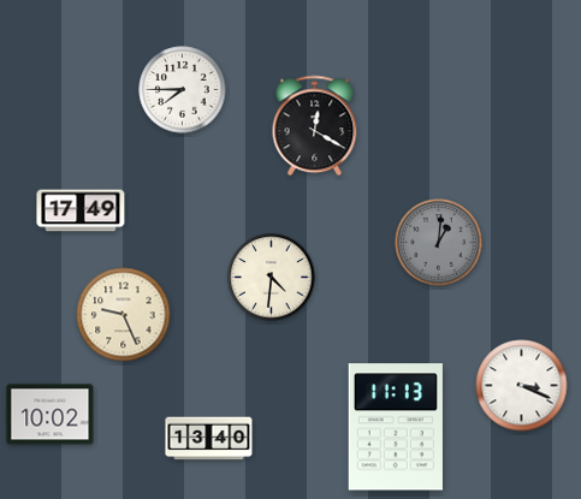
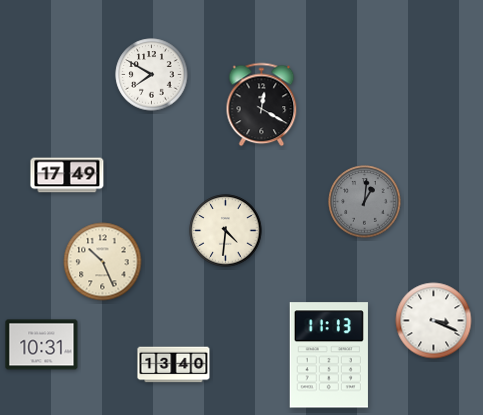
clock at (183, 90): 7:45 -> 7:50
clock at (124, 315): 9:26 -> 10:26
clock at (51, 415): 10:02 -> 10:31
